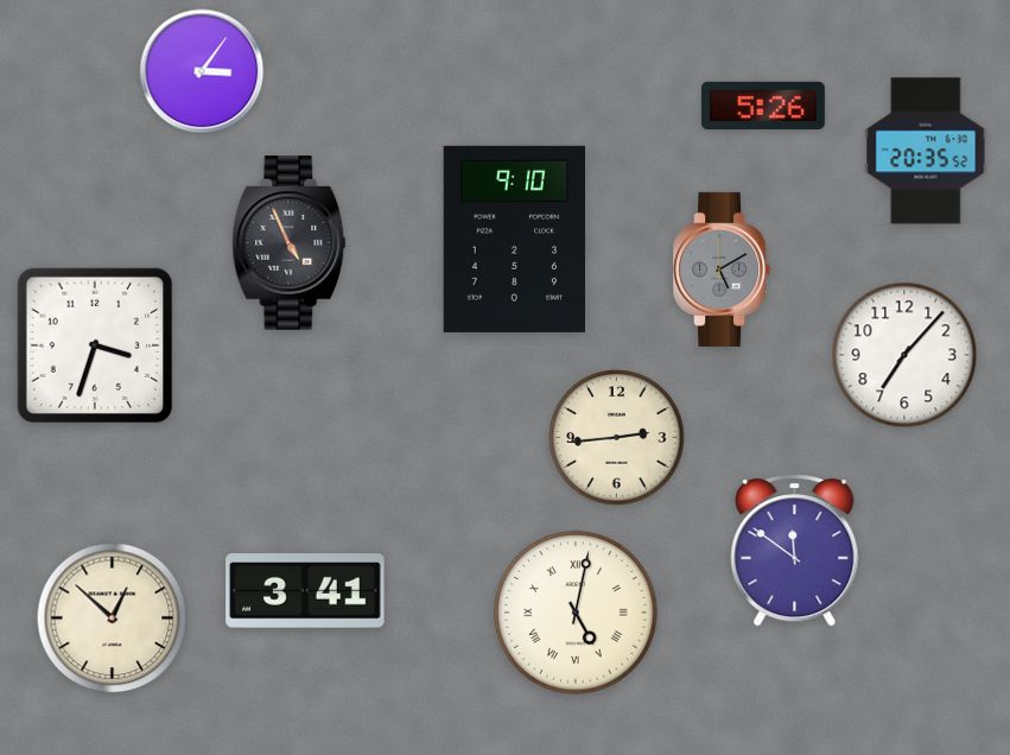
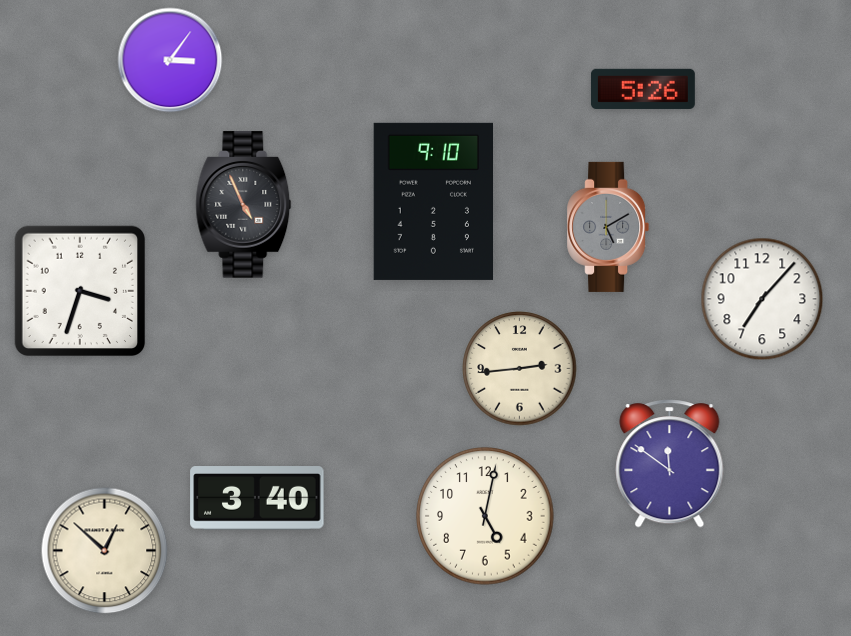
clock at (926, 151): 20:35 -> none
clock at (305, 591): 3:41 -> 3:40
clock at (576, 613) numerals: Roman -> Arabic
clock at (113, 618) position: (113, 618) -> (105, 551)
